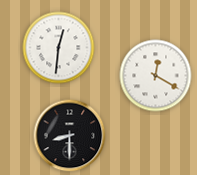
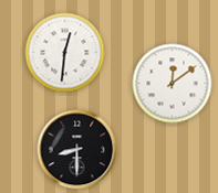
clock at (156, 76): 12:20 -> 12:09
